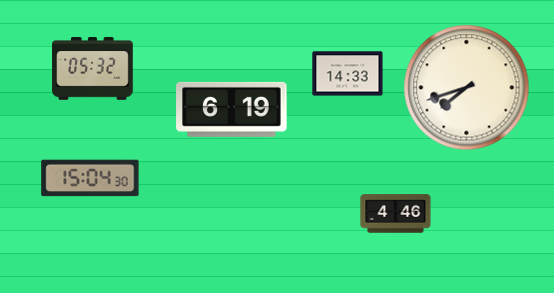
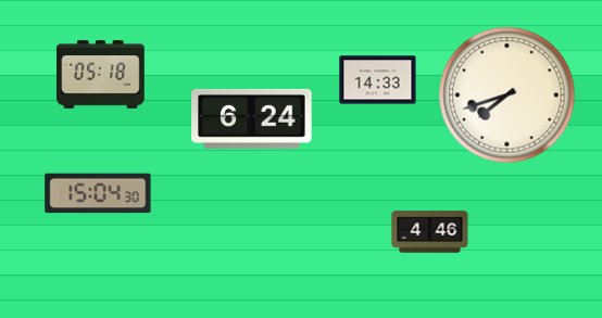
clock at (93, 69): 05:32 -> 05:18
clock at (232, 109): 6:19 -> 6:24
